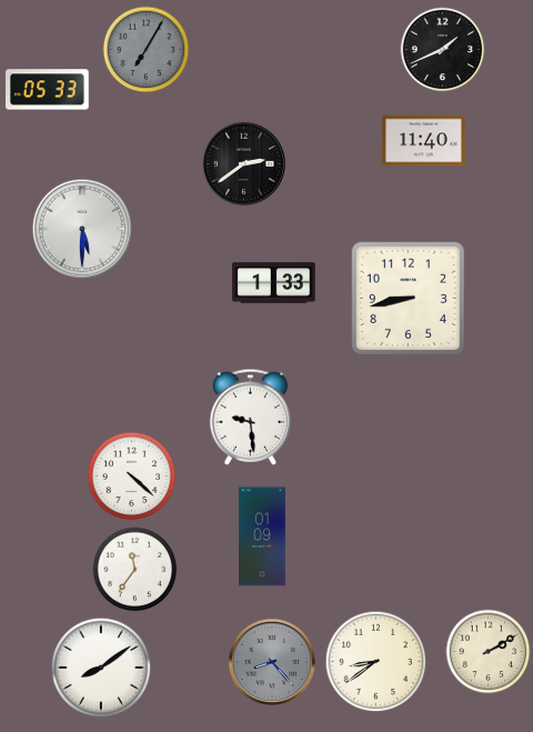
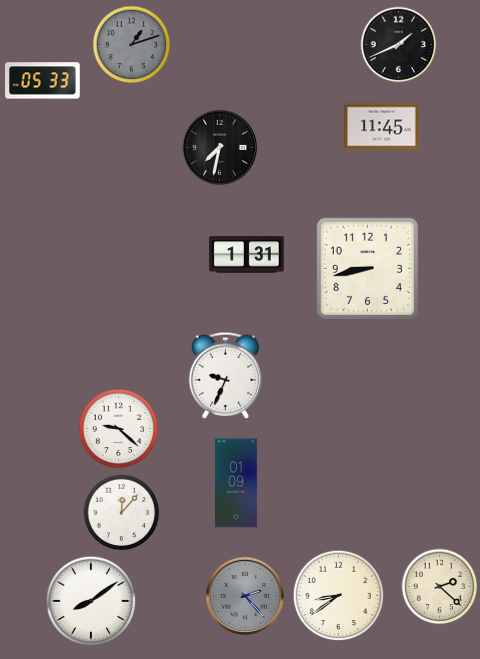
clock at (147, 50): 7:05 -> 1:12
clock at (424, 141): 11:40 -> 11:45
clock at (243, 163): 2:39 -> 7:32
clock at (82, 229): 5:30 -> none
clock at (274, 283): 1:33 -> 1:31
clock at (251, 417): 9:29 -> 9:34
clock at (132, 477): 4:22 -> 9:22
clock at (135, 570): 11:36 -> 12:07
clock at (489, 652): 2:10 -> 2:22
clock at (272, 662): 8:23 -> 2:23
